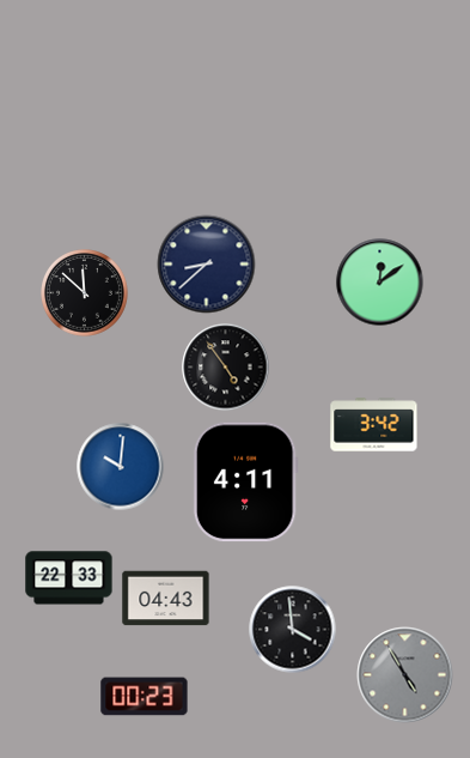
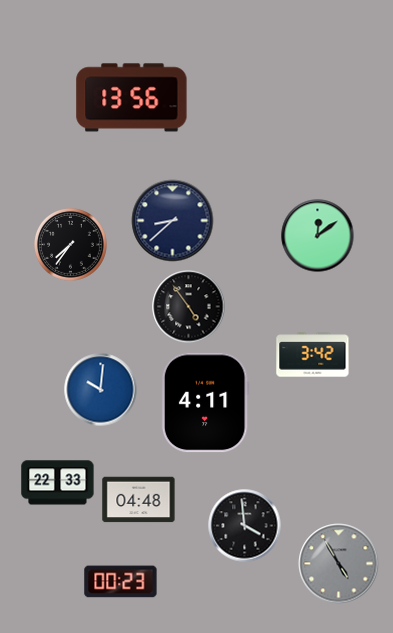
clock at (132, 98): none -> 13:56
clock at (85, 293): 11:52 -> 7:36
clock at (166, 599): 04:43 -> 04:48
